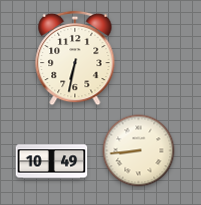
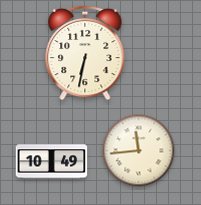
clock at (75, 58) position: (75, 58) -> (85, 53)
clock at (139, 151): 8:44 -> 11:44
